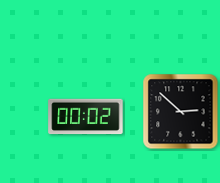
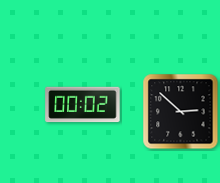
clock at (86, 117) position: (86, 117) -> (83, 105)
